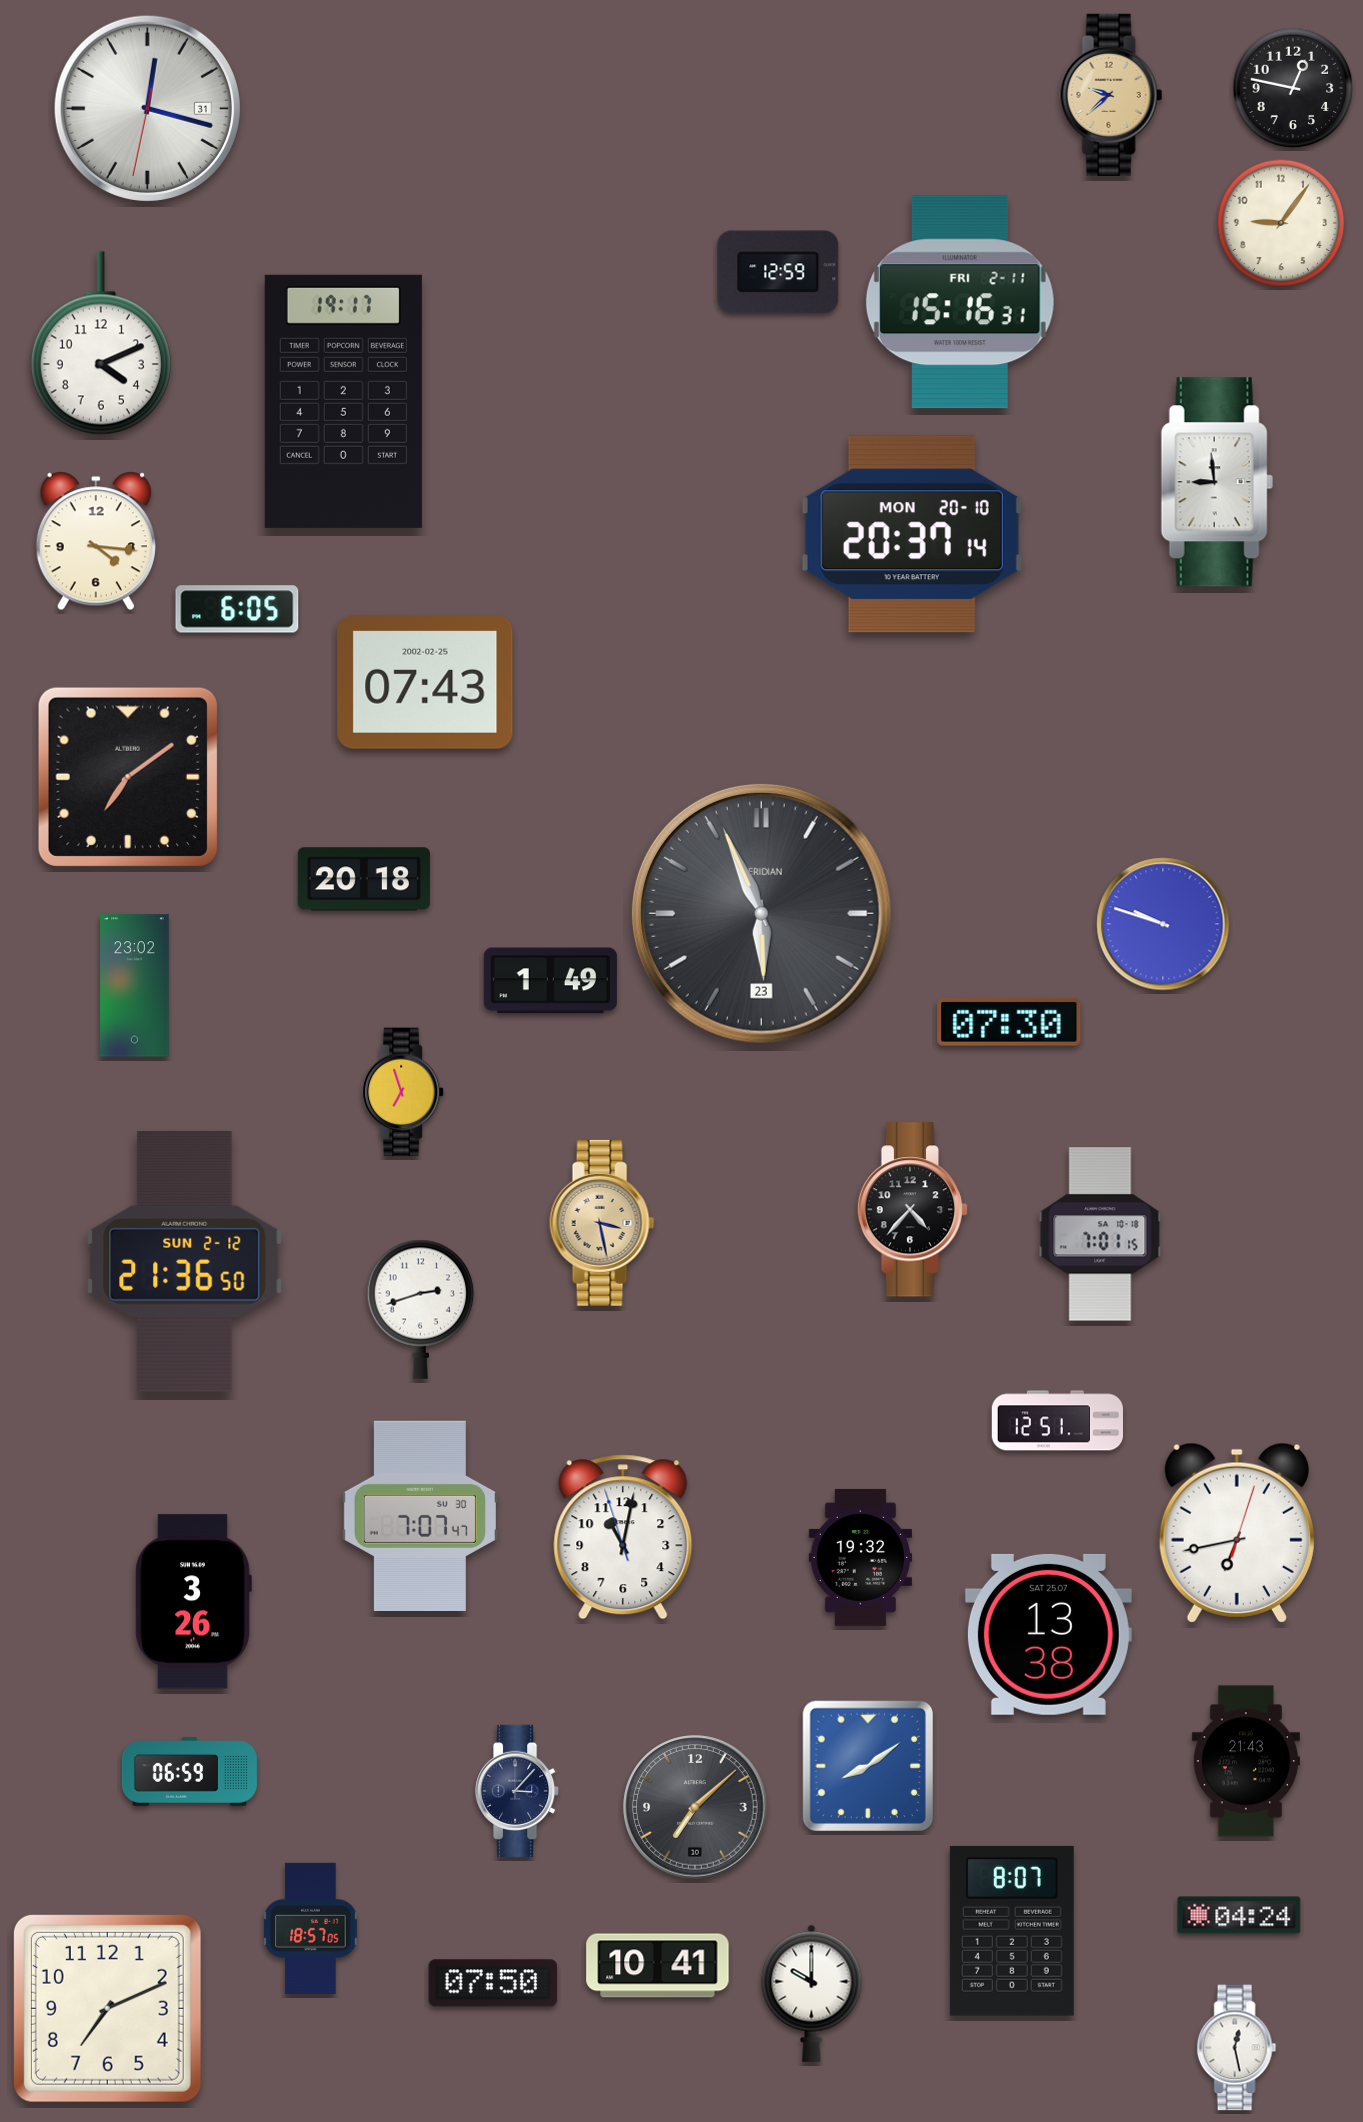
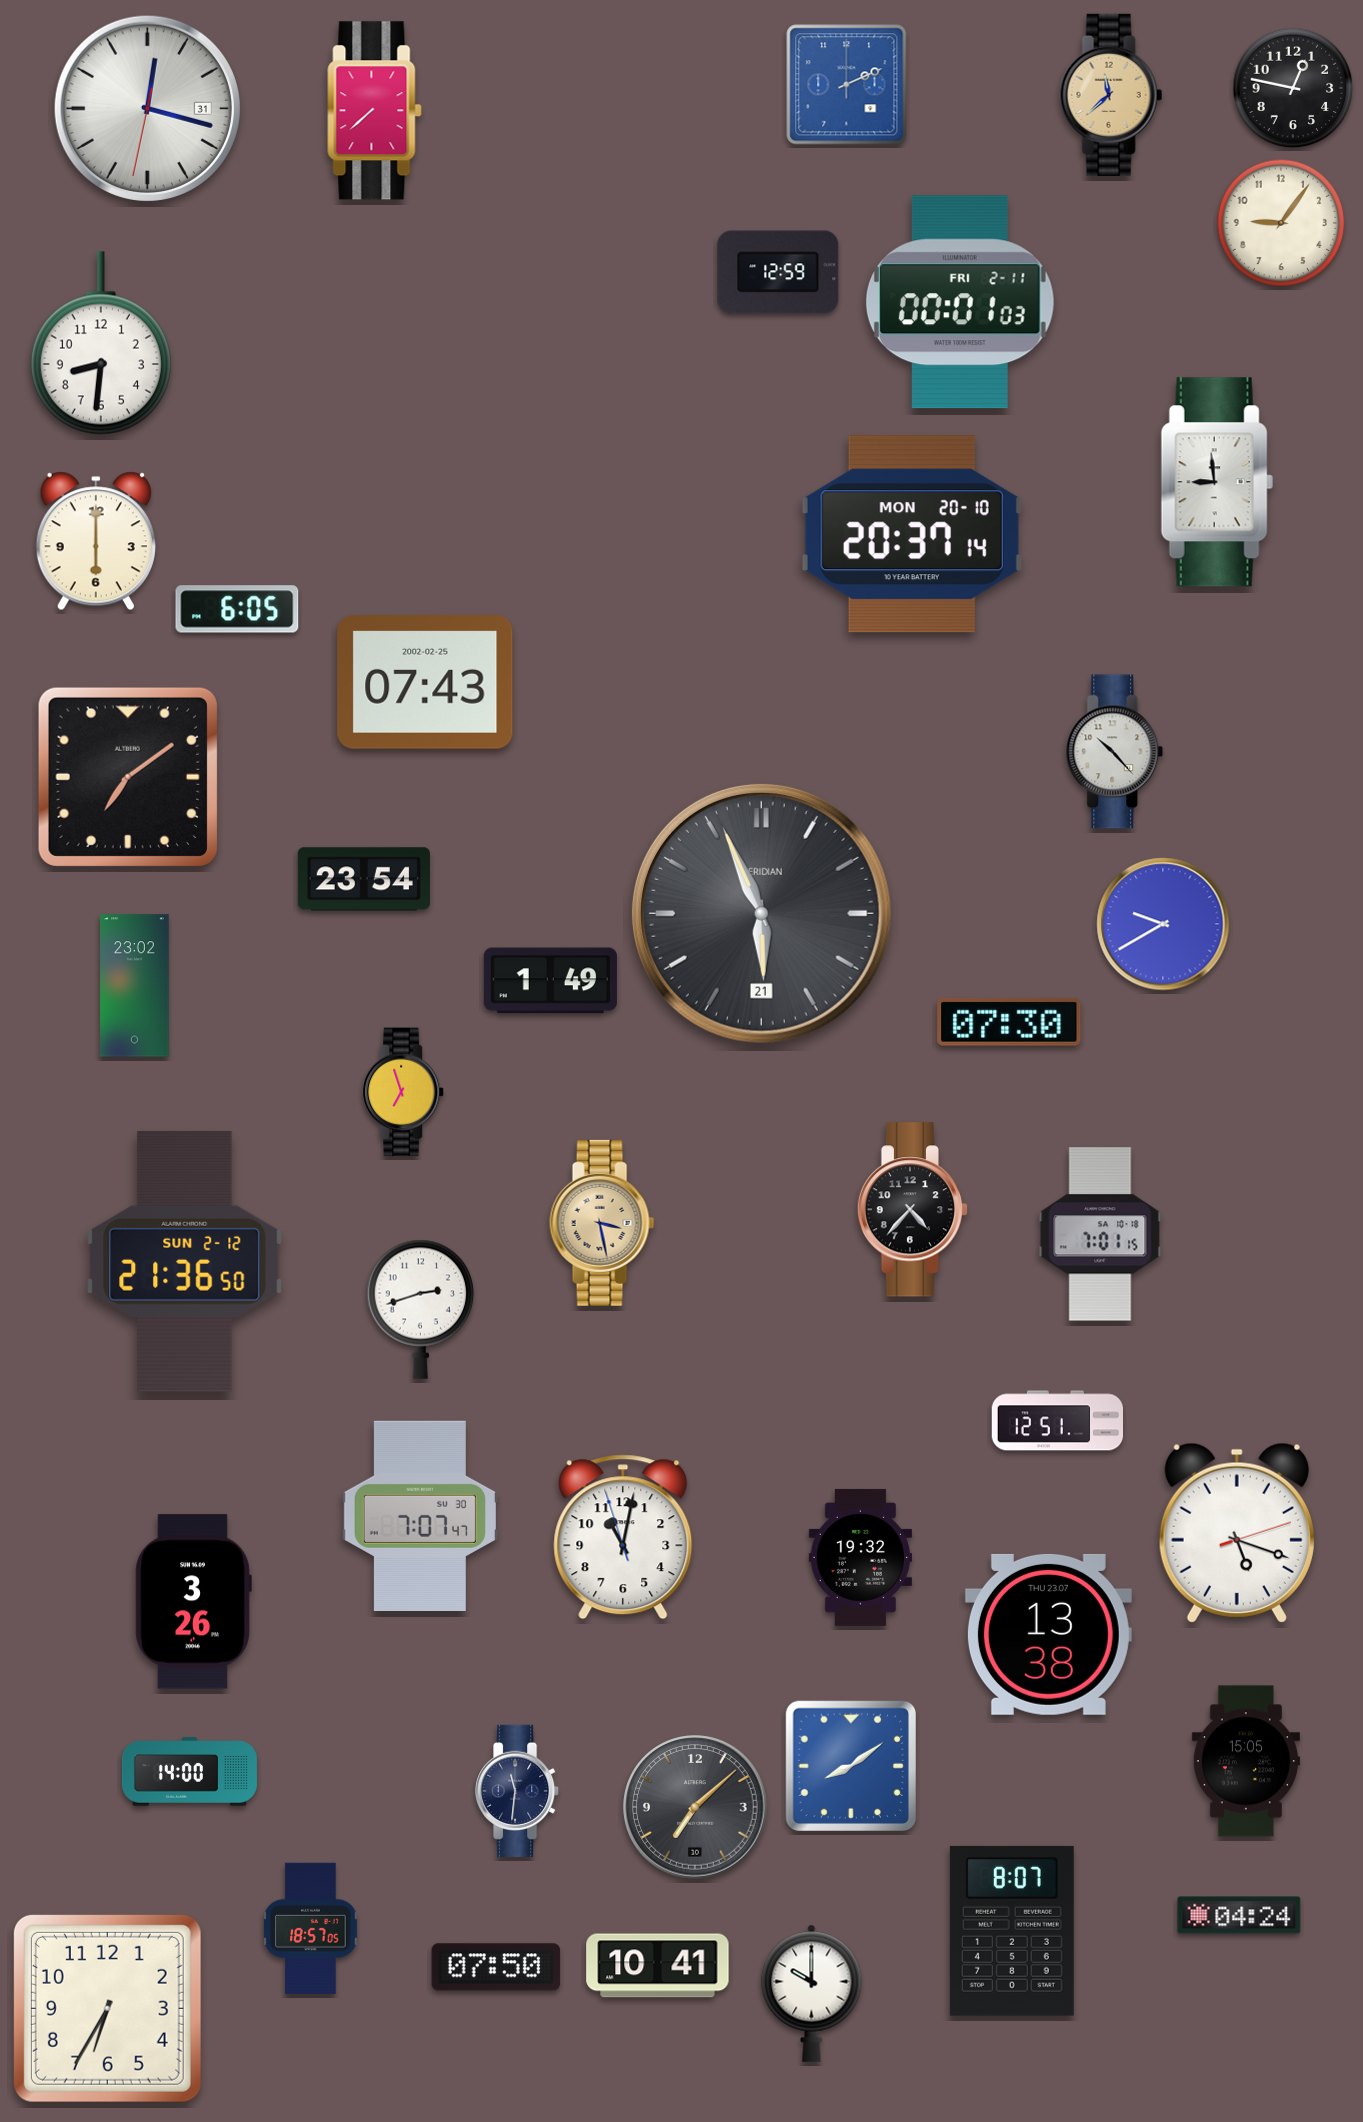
clock at (847, 85): none -> 2:11
clock at (1111, 95): 9:38 -> 11:38
clock at (375, 111): none -> 7:38
clock at (960, 302): 15:16 -> 00:01
clock at (101, 343): 4:11 -> 8:31
clock at (343, 401): 19:17 -> none
clock at (96, 541): 4:16 -> 6:00
clock at (1115, 752): none -> 10:23
clock at (364, 879): 20:18 -> 23:54
clock at (761, 913) date: 23 -> 21
clock at (1163, 924): 9:48 -> 9:40
clock at (1237, 1533): 6:43 -> 5:18
clock at (1048, 1634) date: SAT 25.07 -> THU 23.07
clock at (1246, 1761): 21:43 -> 15:05
clock at (867, 1765) position: (867, 1765) -> (850, 1765)
clock at (189, 1772): 06:59 -> 14:00
clock at (518, 1791): 3:07 -> 11:31
clock at (493, 1983) position: (493, 1983) -> (496, 1967)
clock at (107, 2008): 7:11 -> 6:35
clock at (1237, 2048): 12:28 -> none
